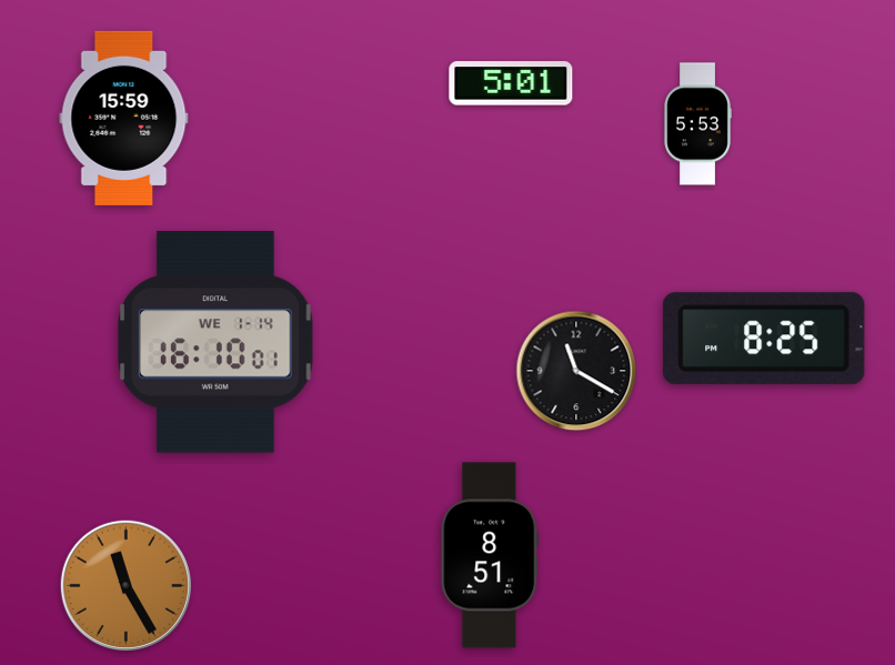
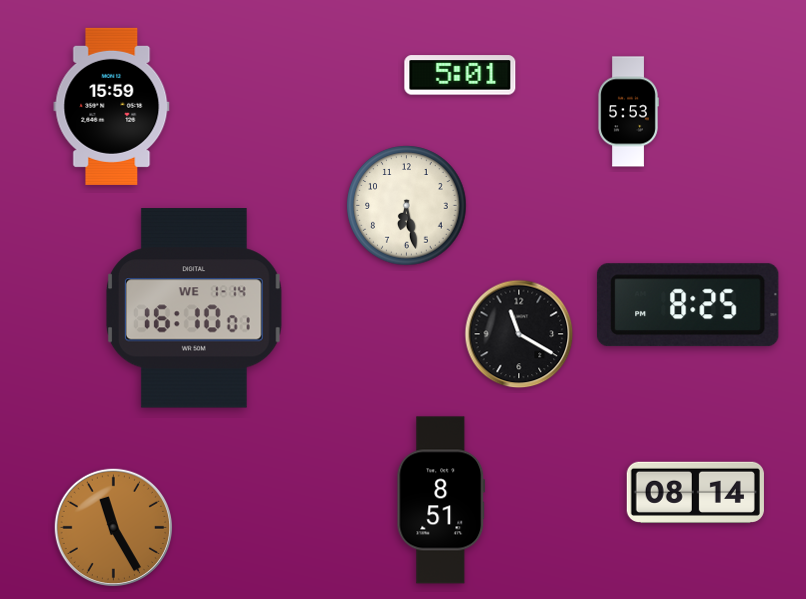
clock at (407, 206): none -> 6:28
clock at (695, 492): none -> 08:14
